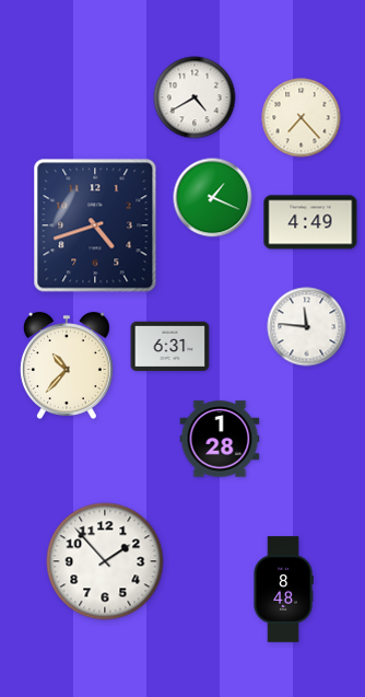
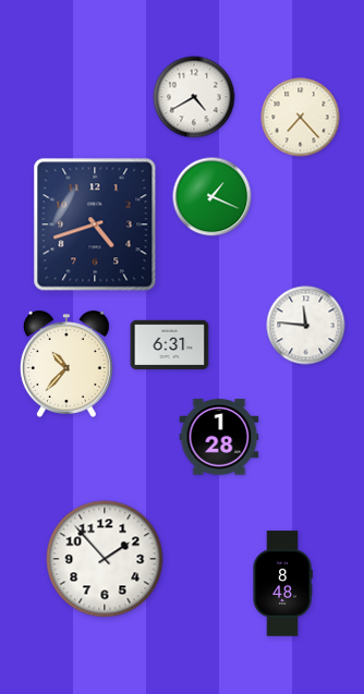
clock at (310, 222): 4:49 -> none
clock at (283, 590) position: (283, 590) -> (282, 584)
